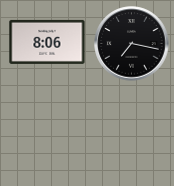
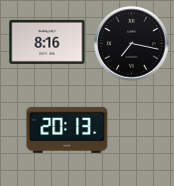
clock at (47, 42): 8:06 -> 8:16
clock at (67, 130): none -> 20:13
